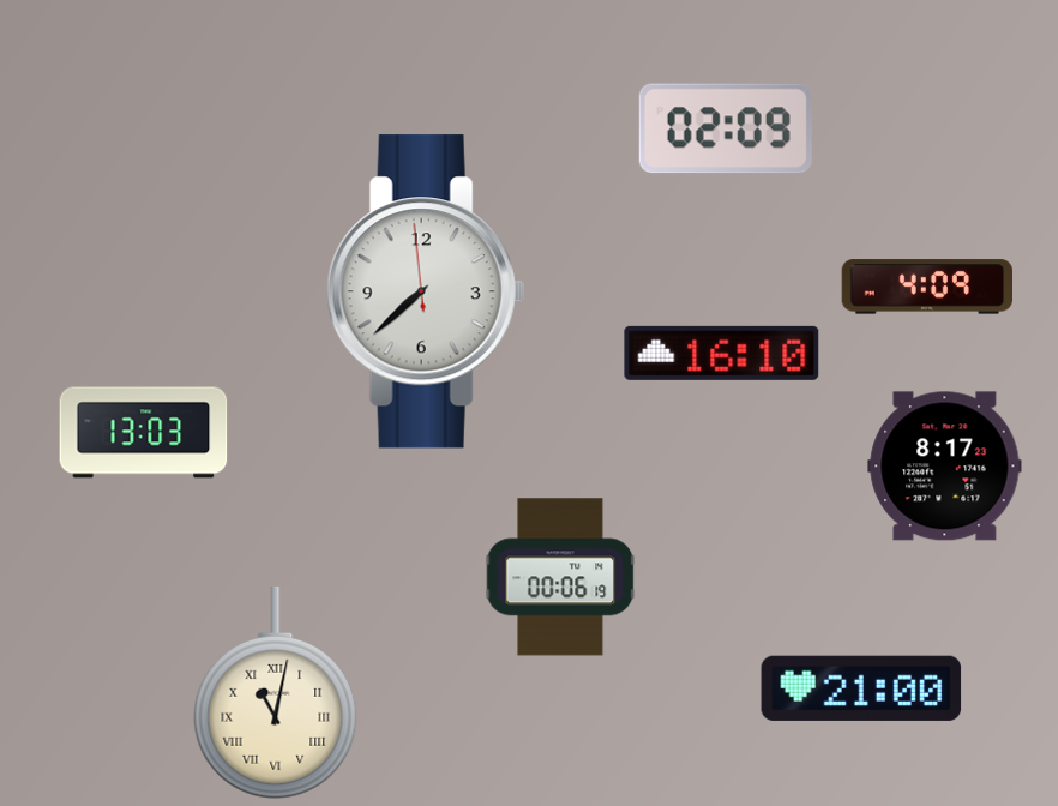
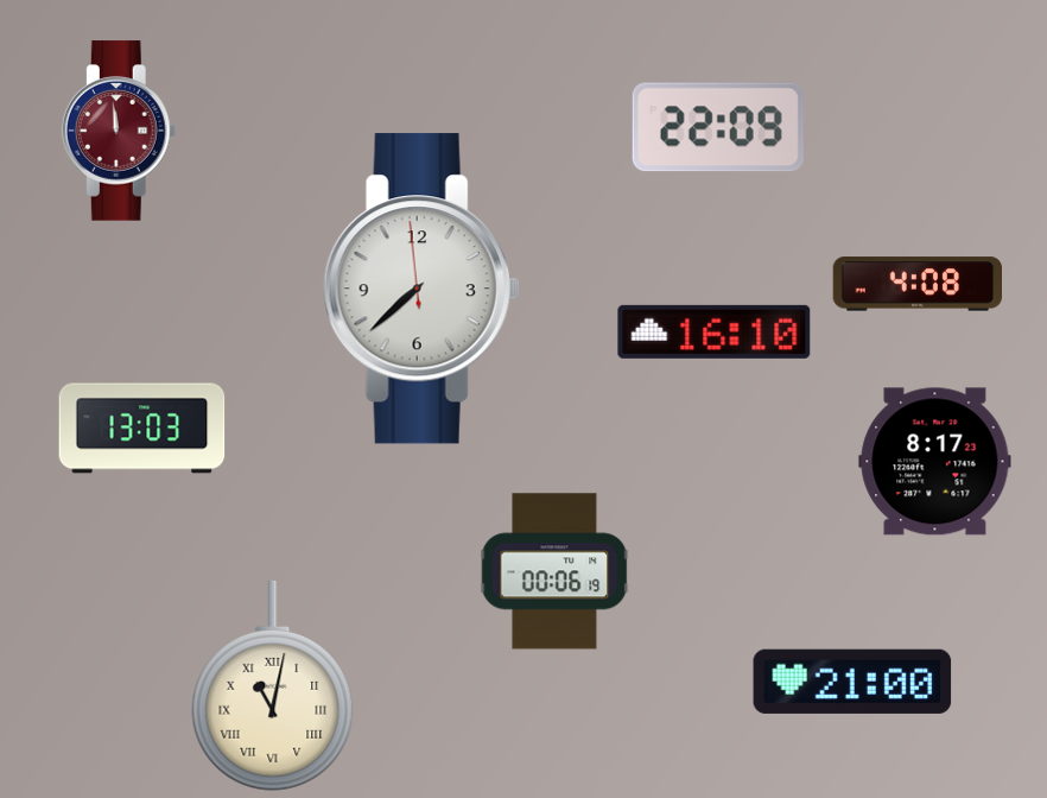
clock at (726, 128): 02:09 -> 22:09
clock at (119, 131): none -> 11:59
clock at (926, 287): 4:09 -> 4:08
clock at (722, 353) position: (722, 353) -> (715, 331)
